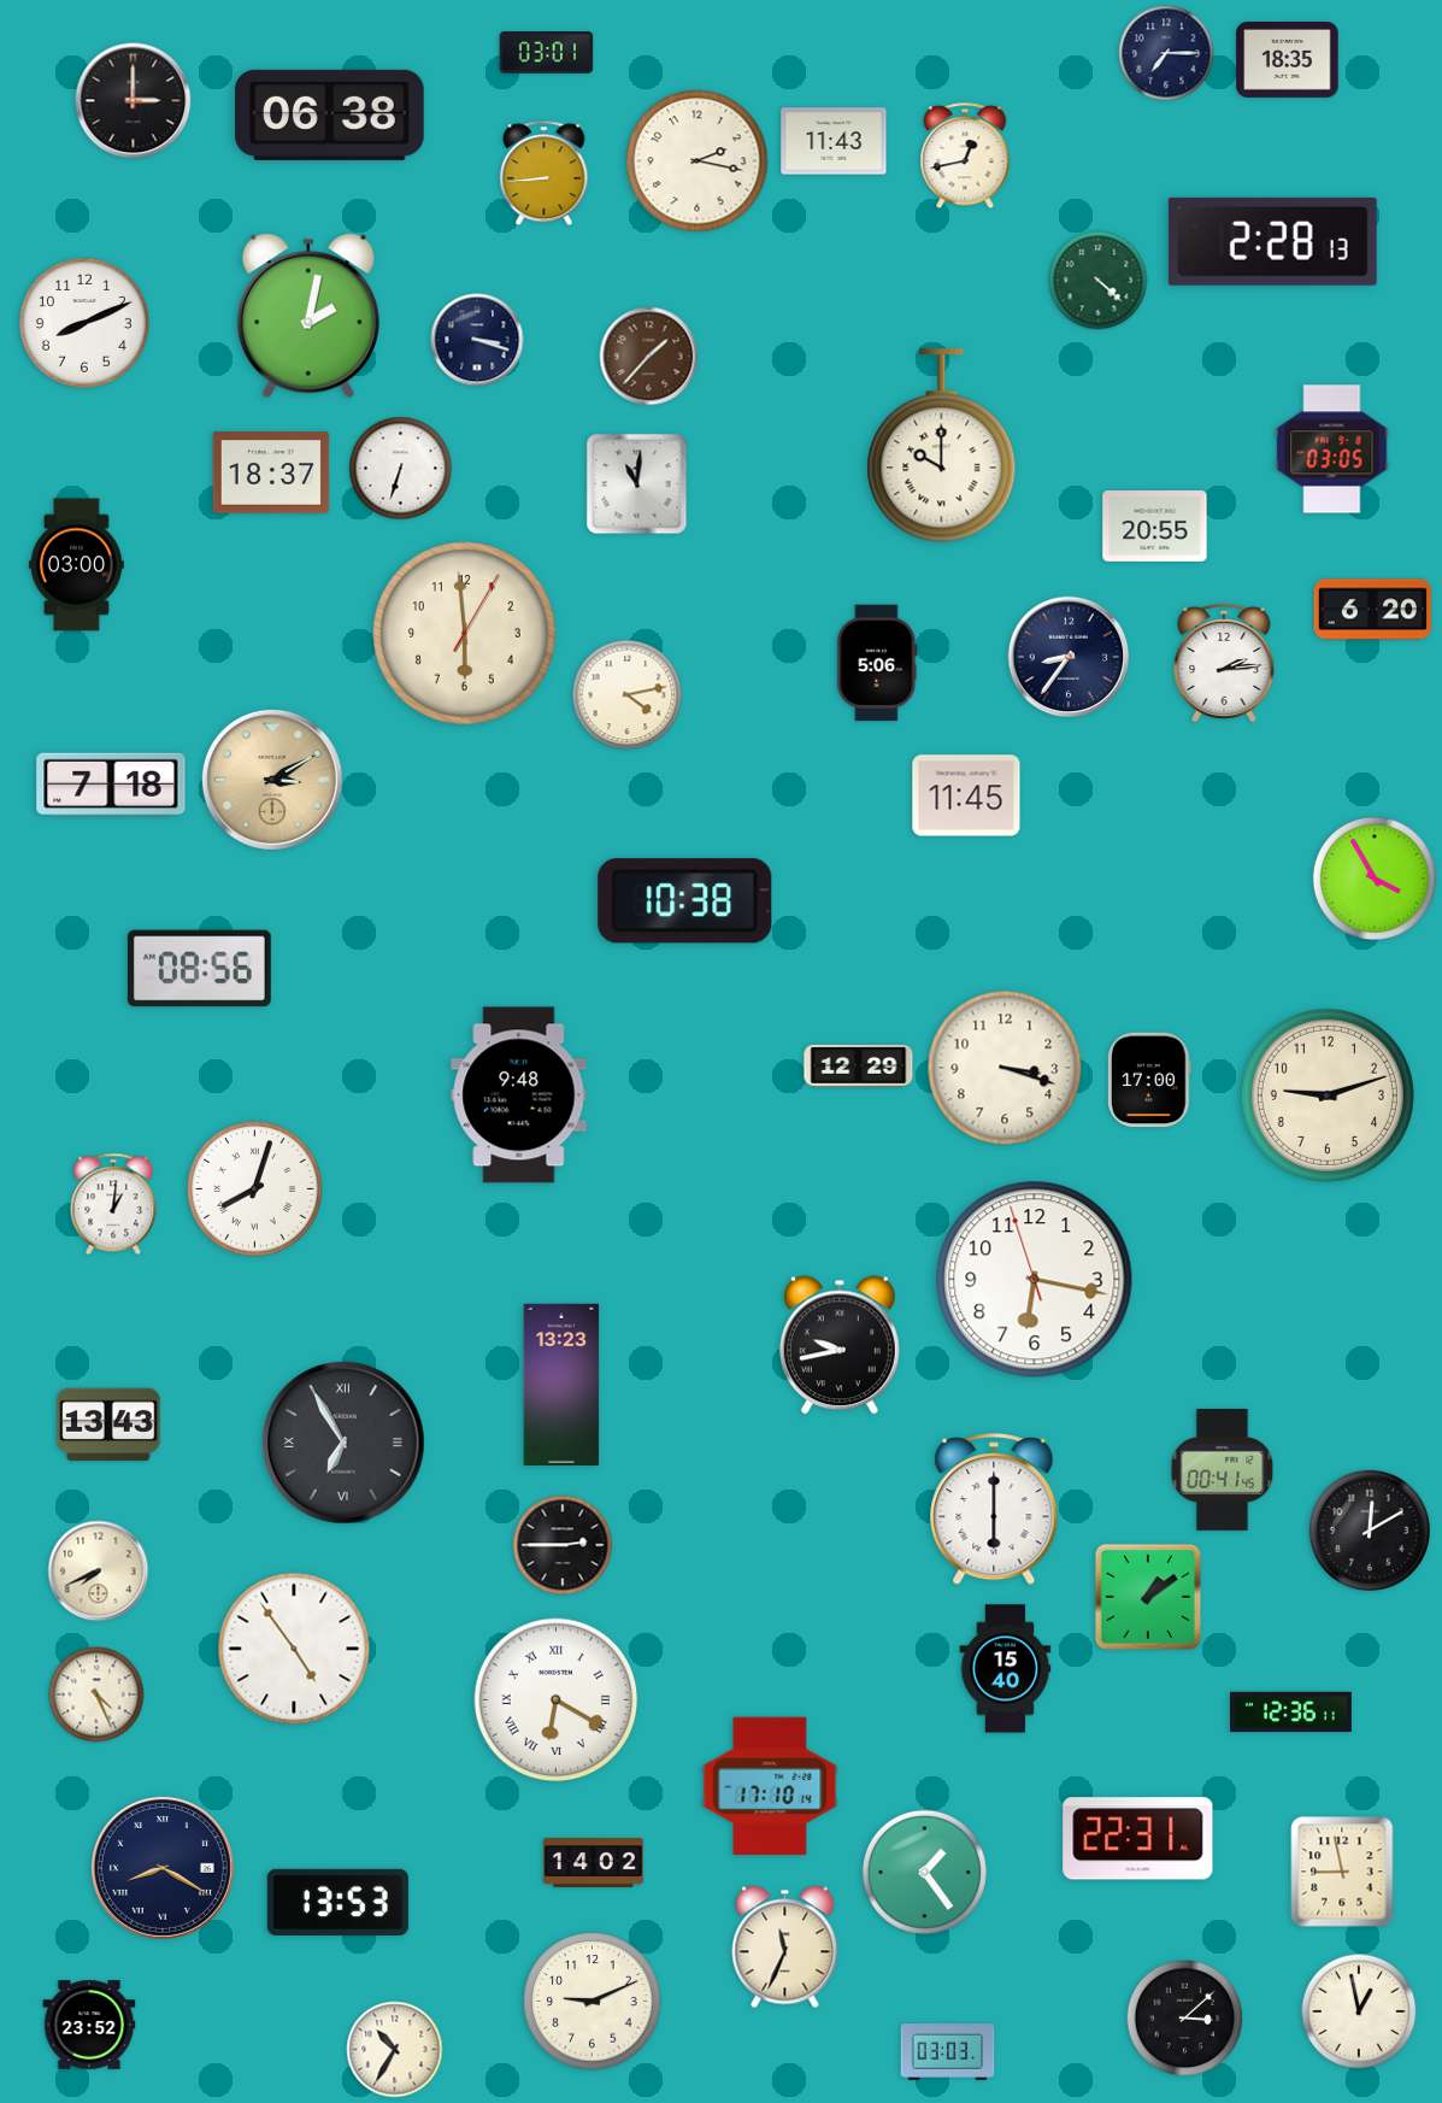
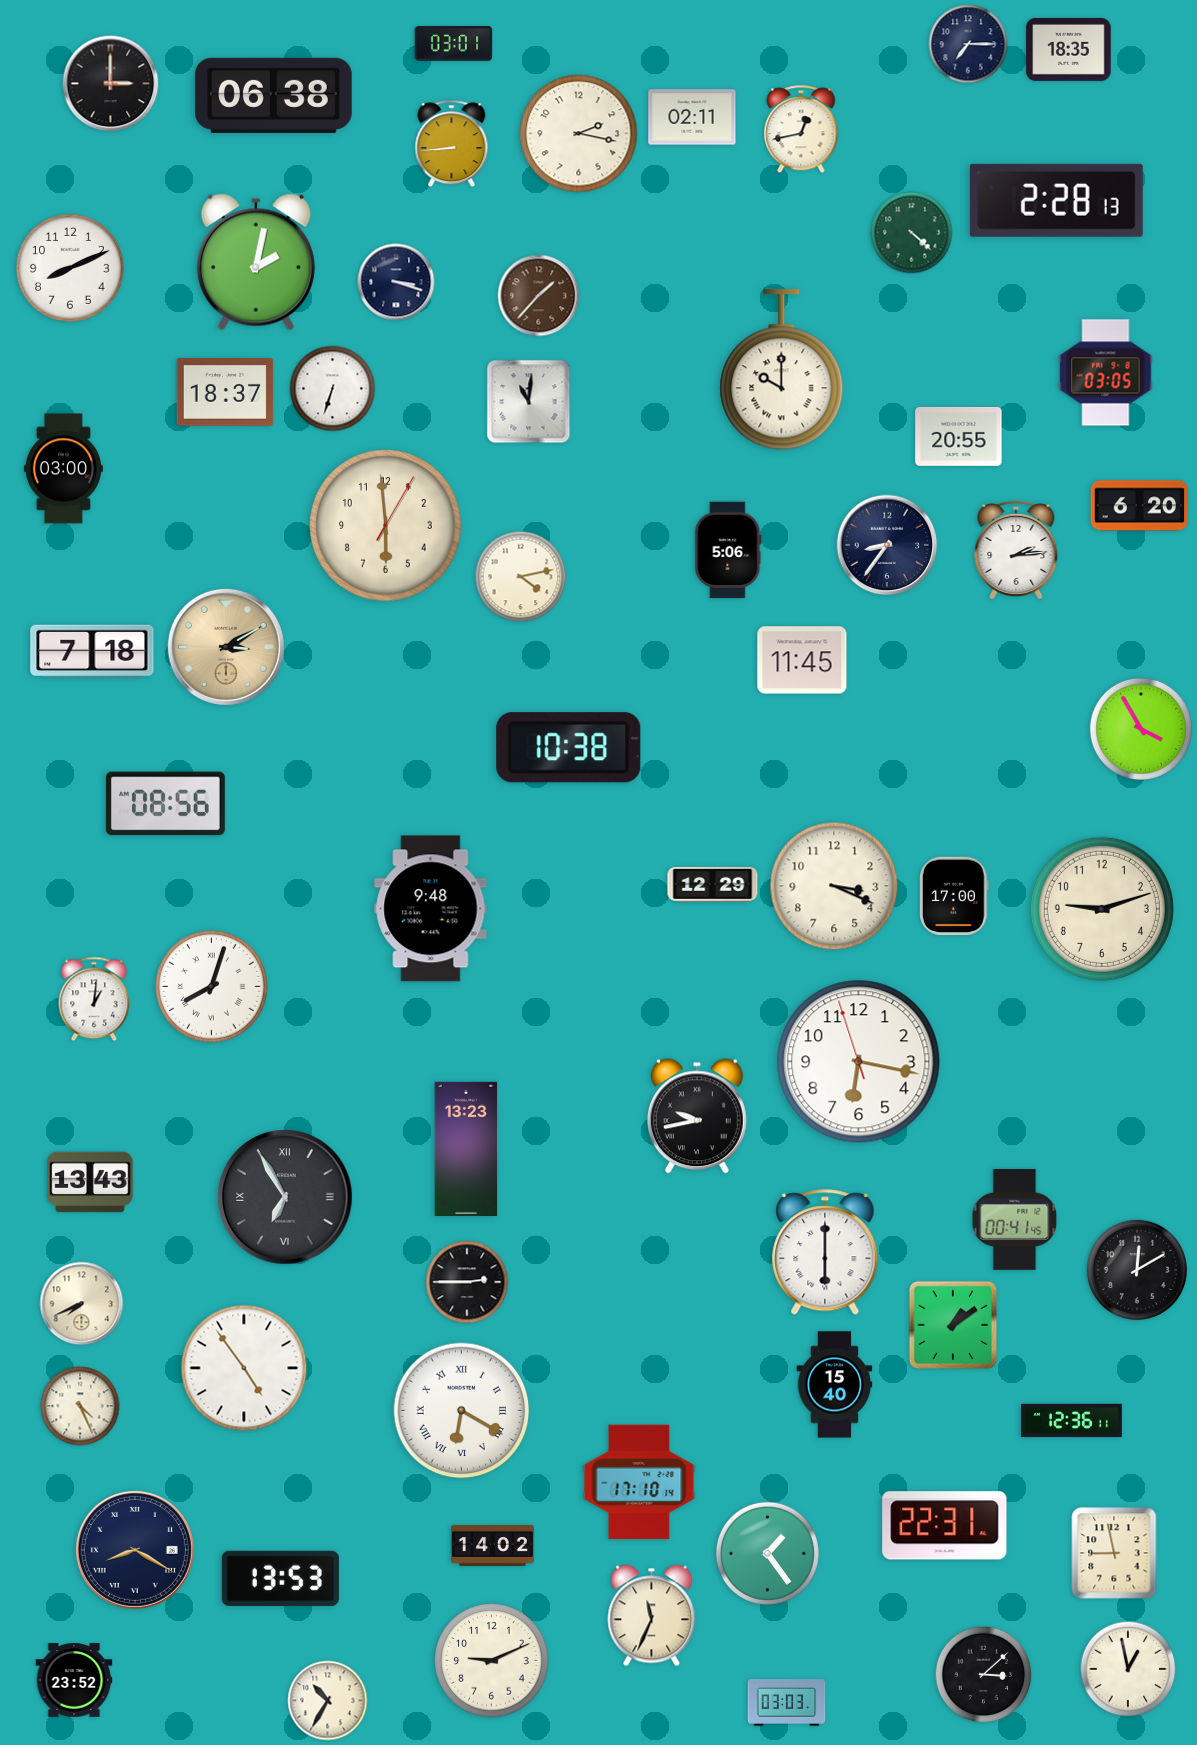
clock at (834, 141): 11:43 -> 02:11
clock at (1005, 1068): 3:18 -> 3:19
